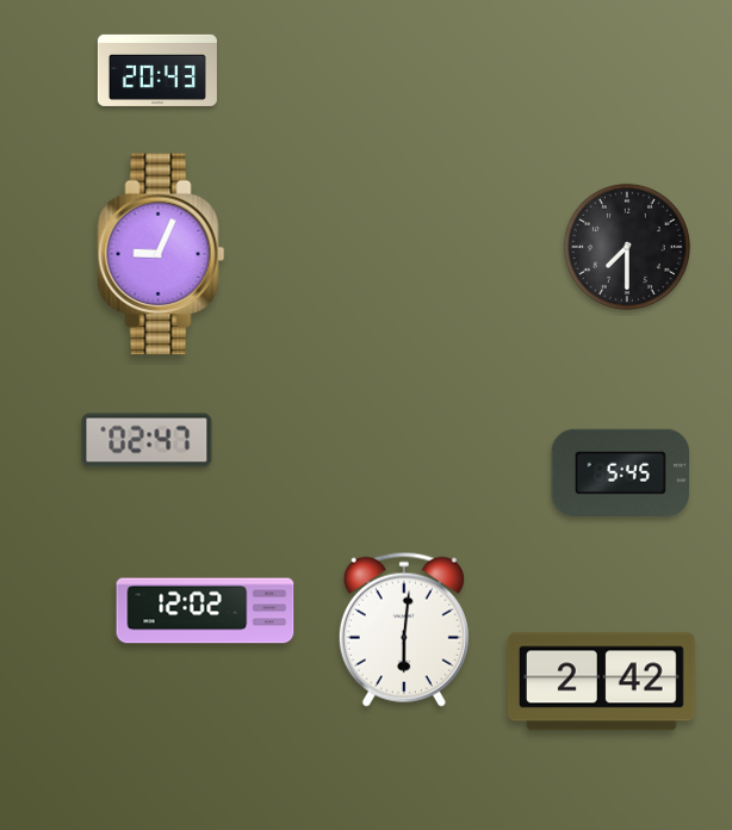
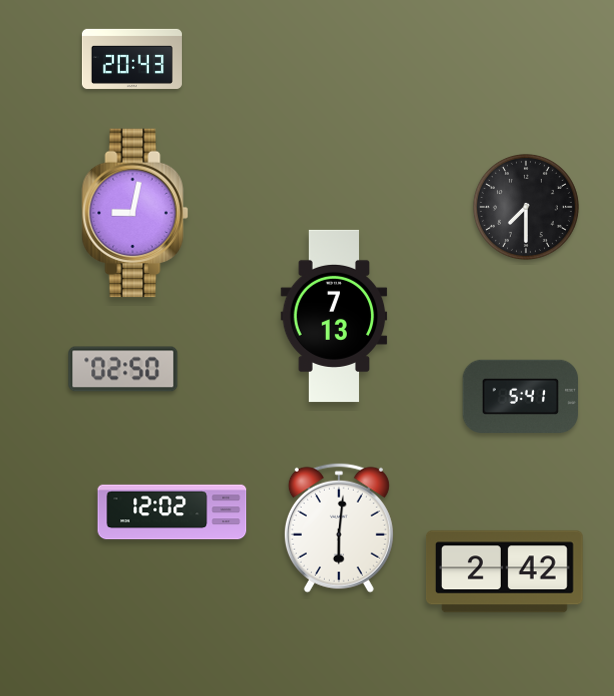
clock at (161, 254): 9:04 -> 9:02
clock at (334, 316): none -> 7:13
clock at (147, 440): 02:47 -> 02:50
clock at (621, 472): 5:45 -> 5:41
